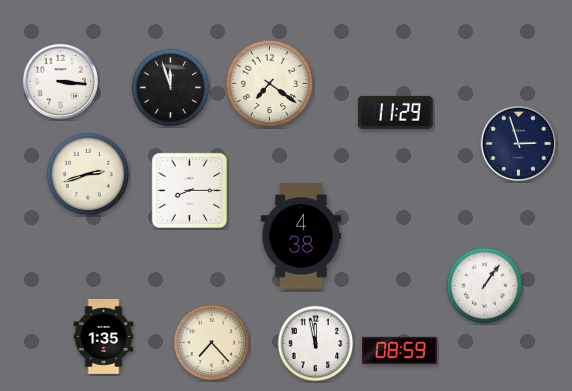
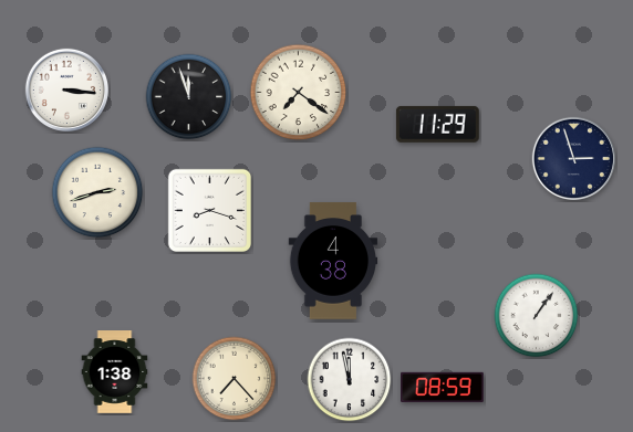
clock at (189, 190): 8:15 -> 8:18
clock at (104, 337): 1:35 -> 1:38
